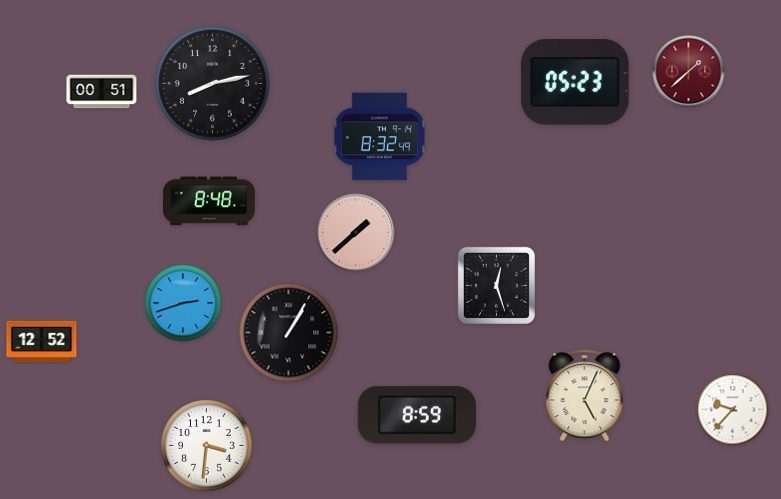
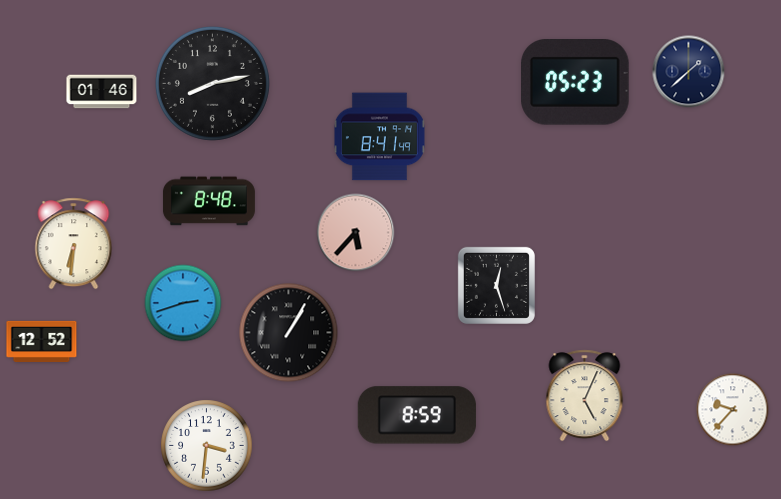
clock at (689, 72) dial: burgundy -> navy
clock at (102, 92): 00:51 -> 01:46
clock at (379, 137): 8:32 -> 8:41
clock at (356, 233): 1:38 -> 5:37
clock at (74, 244): none -> 6:31
